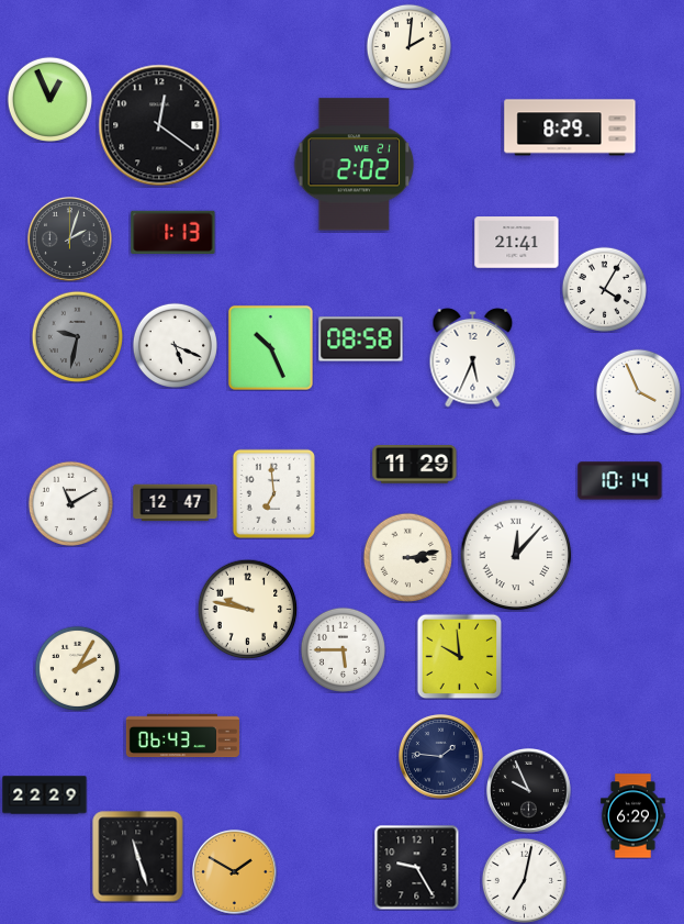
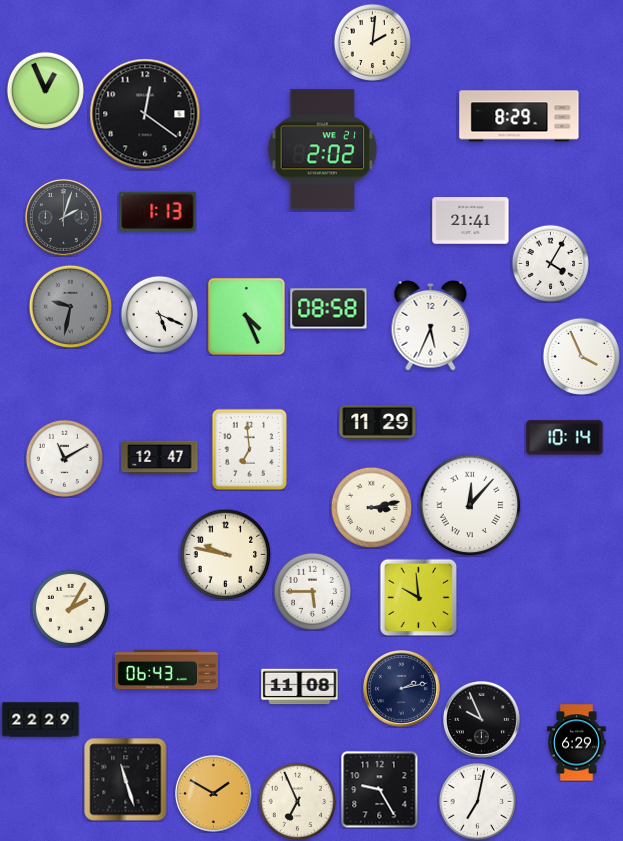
clock at (270, 347): 10:26 -> 4:26
clock at (300, 687): none -> 11:08
clock at (441, 757): 1:46 -> 2:13
clock at (45, 795) position: (45, 795) -> (41, 720)
clock at (297, 801): none -> 6:56
